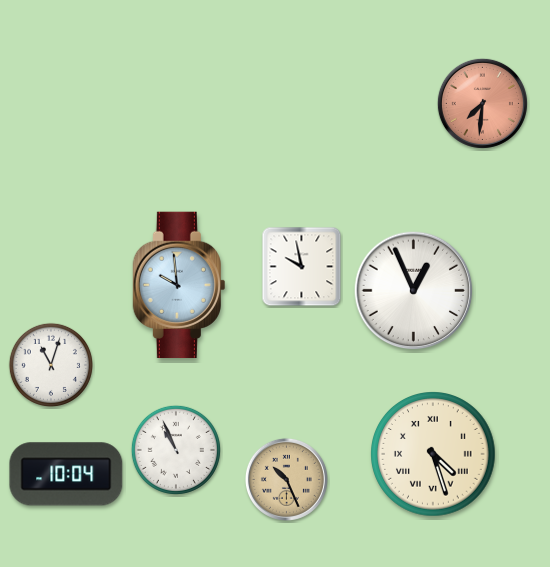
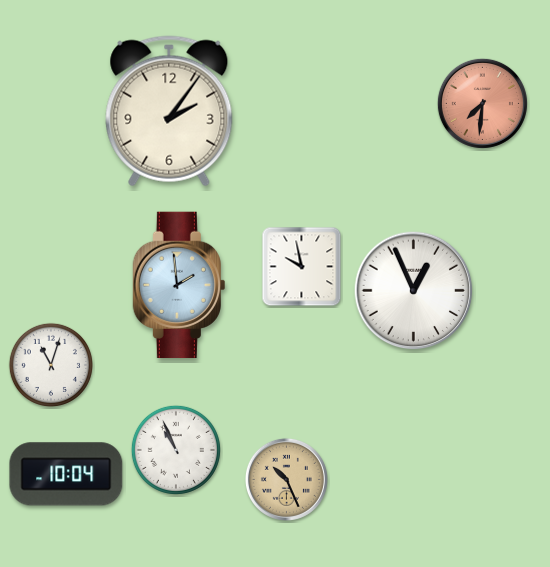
clock at (169, 111): none -> 2:06
clock at (179, 285): 9:59 -> 1:59
clock at (433, 454): 4:27 -> none
